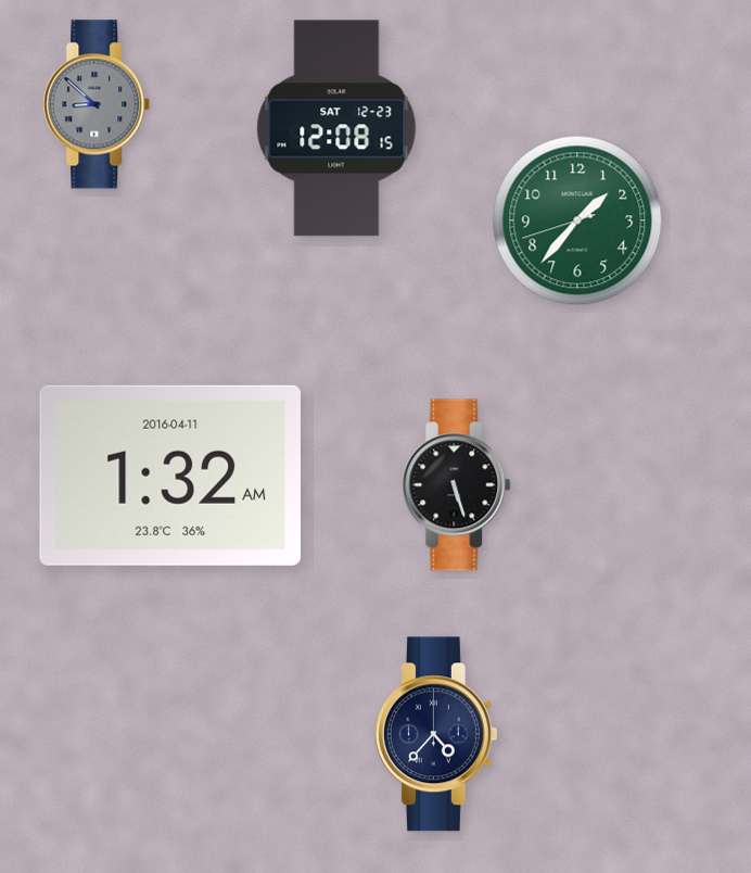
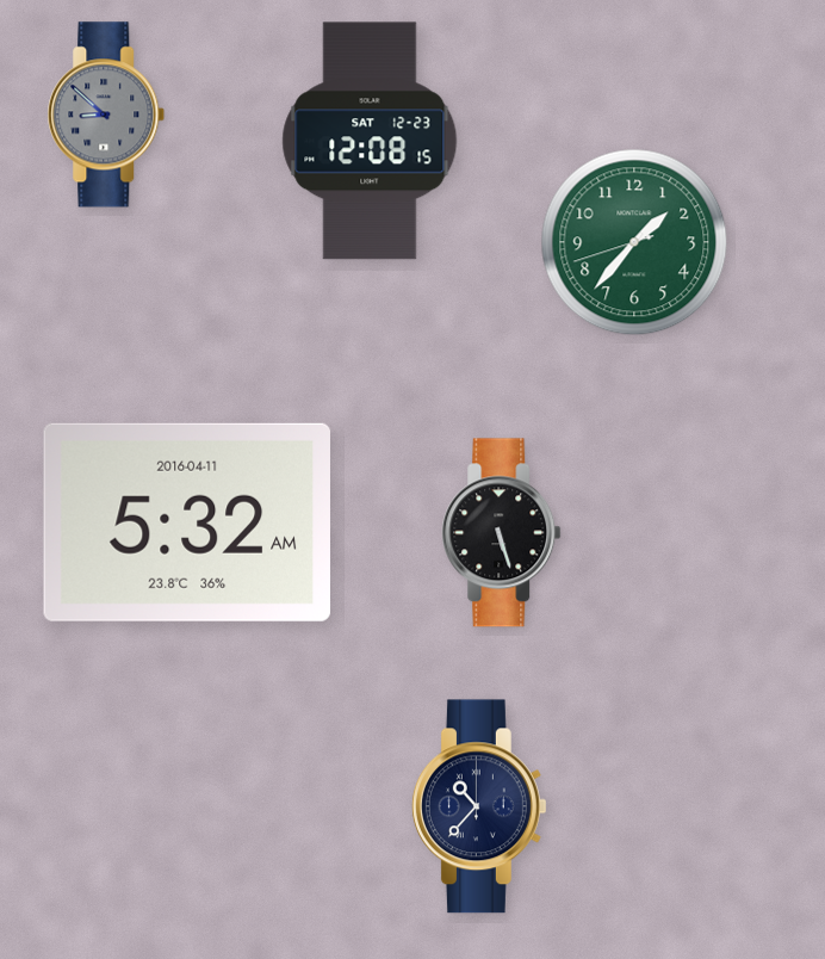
clock at (170, 476): 1:32 -> 5:32
clock at (436, 734): 4:37 -> 10:37
